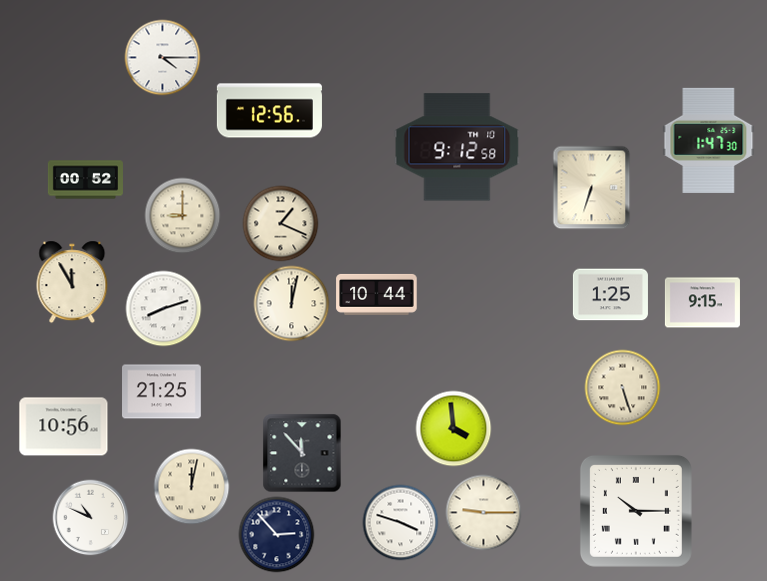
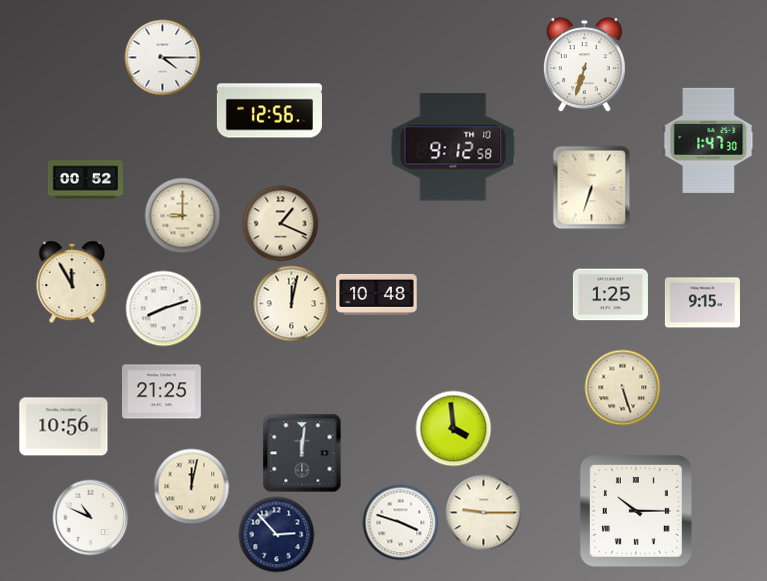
clock at (584, 65): none -> 6:33
clock at (457, 147) position: (457, 147) -> (453, 147)
clock at (377, 294): 10:44 -> 10:48
clock at (302, 453): 11:53 -> 12:01
